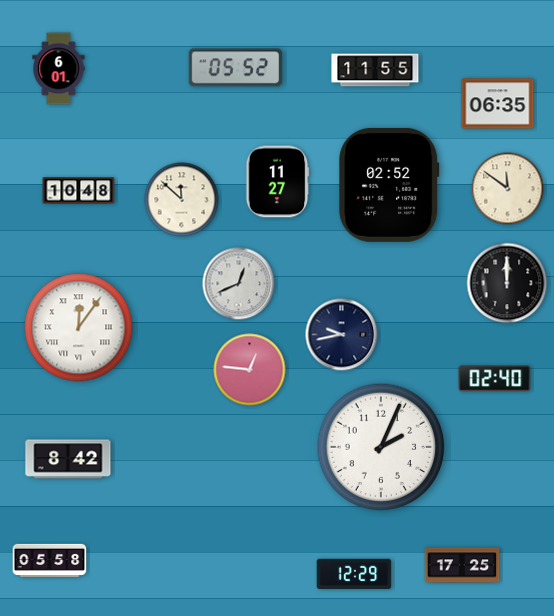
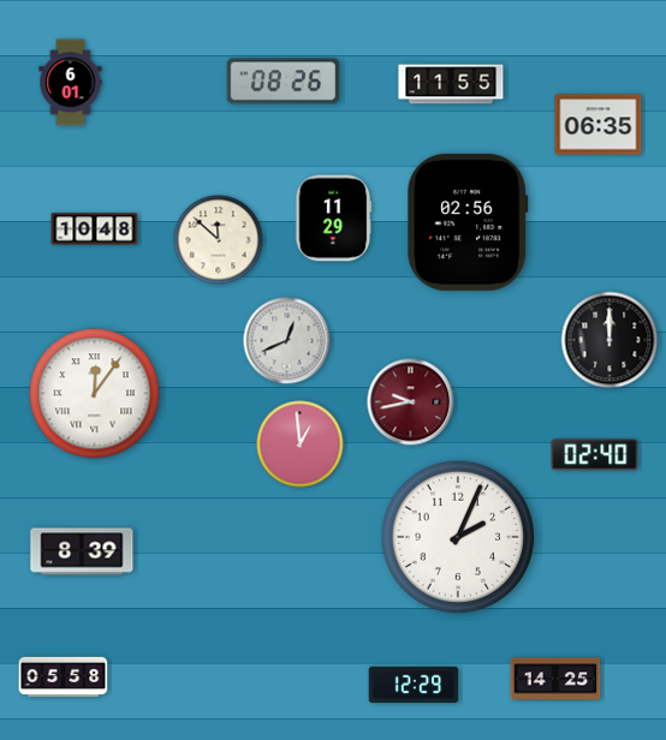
clock at (235, 68): 05:52 -> 08:26
clock at (277, 182): 11:27 -> 11:29
clock at (389, 185): 02:52 -> 02:56
clock at (508, 189): 11:51 -> none
clock at (342, 335) dial: navy -> burgundy
clock at (250, 370): 12:46 -> 12:59
clock at (68, 459): 8:42 -> 8:39
clock at (50, 561) position: (50, 561) -> (64, 678)
clock at (462, 565): 17:25 -> 14:25
clock at (354, 574) position: (354, 574) -> (414, 685)
